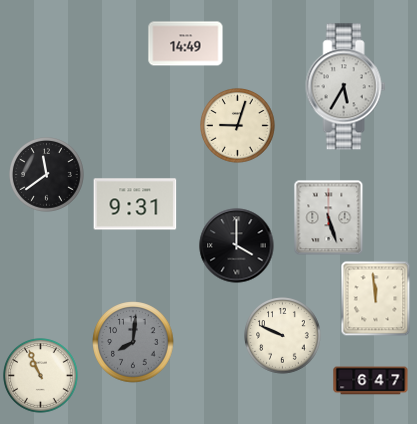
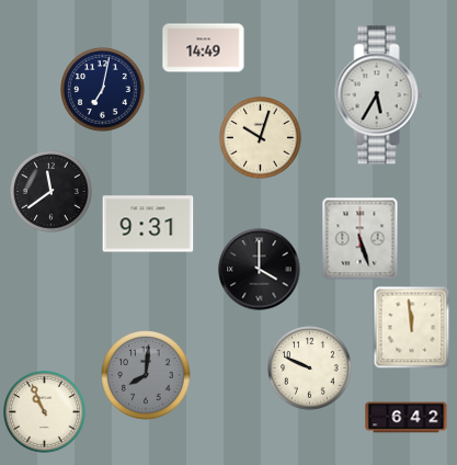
clock at (103, 90): none -> 7:02
clock at (238, 126): 9:03 -> 10:03
clock at (371, 381): 6:47 -> 6:42
